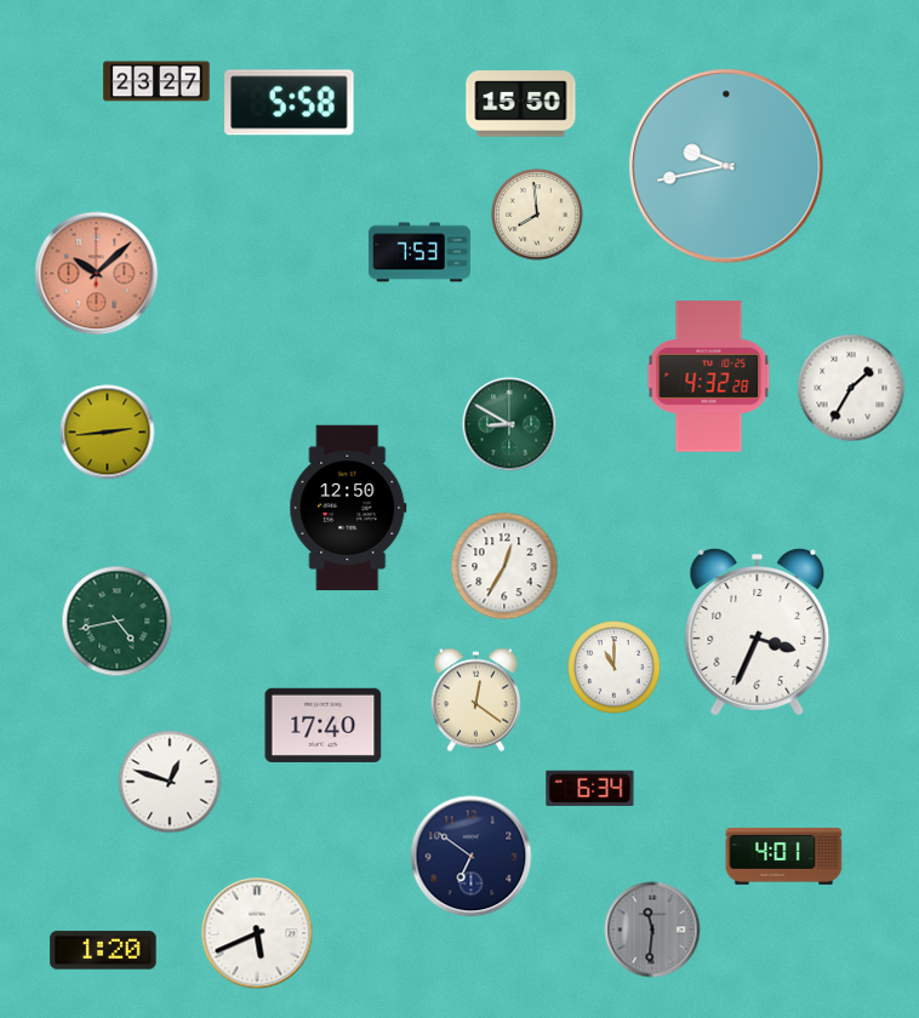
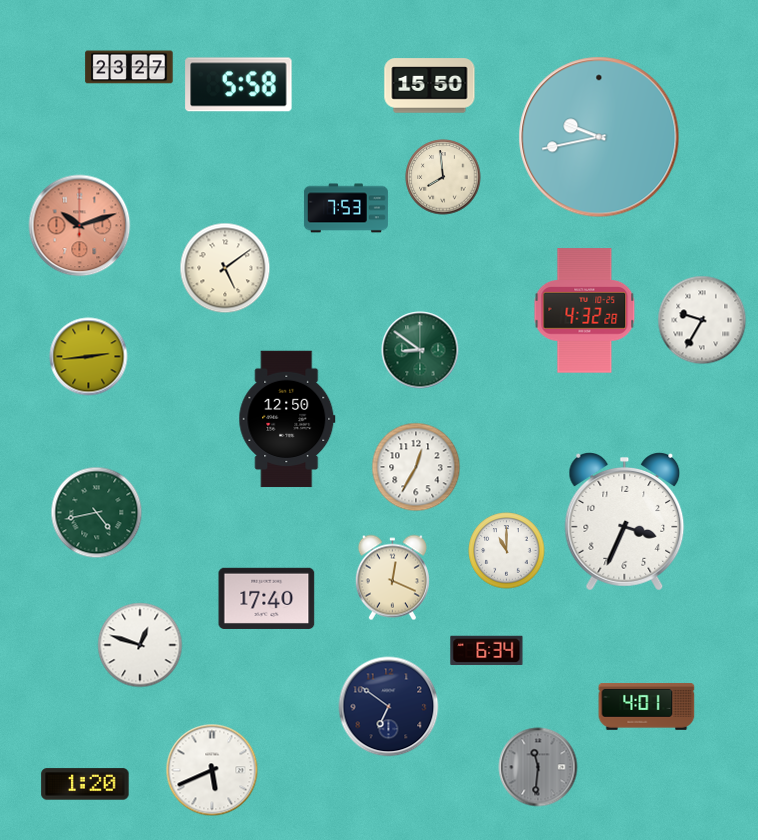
clock at (97, 274): 10:08 -> 10:12
clock at (225, 268): none -> 5:09
clock at (851, 388): 1:35 -> 9:35
clock at (509, 424): 8:50 -> 8:51
clock at (475, 700): 12:21 -> 12:19
